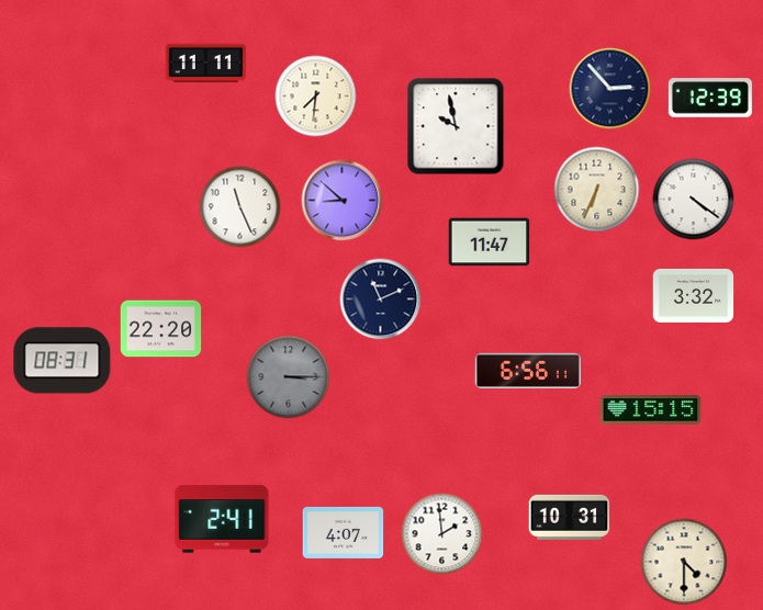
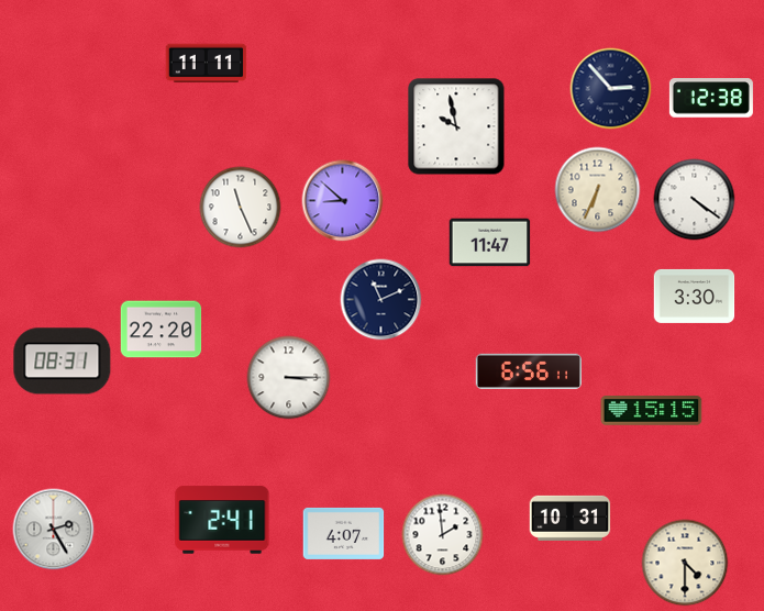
clock at (316, 97): 7:31 -> none
clock at (710, 98): 12:39 -> 12:38
clock at (694, 295): 3:32 -> 3:30
clock at (289, 377) dial: grey -> white
clock at (54, 530): none -> 2:25
